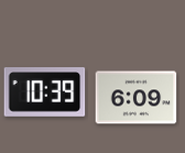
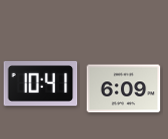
clock at (45, 92): 10:39 -> 10:41
